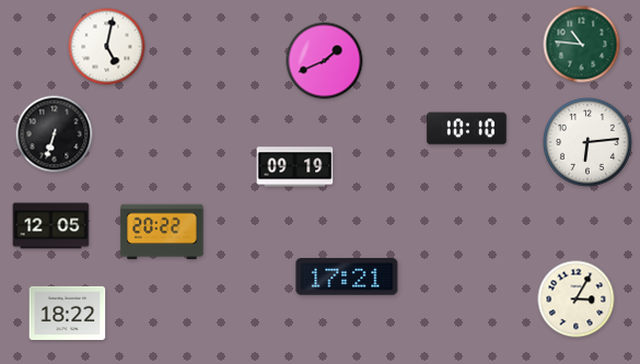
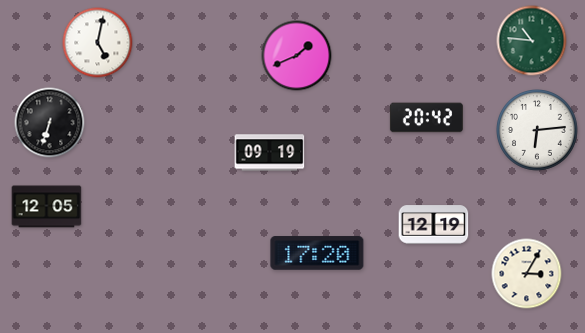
clock at (466, 129): 10:10 -> 20:42
clock at (162, 232): 20:22 -> none
clock at (434, 225): none -> 12:19
clock at (347, 277): 17:21 -> 17:20
clock at (68, 313): 18:22 -> none
